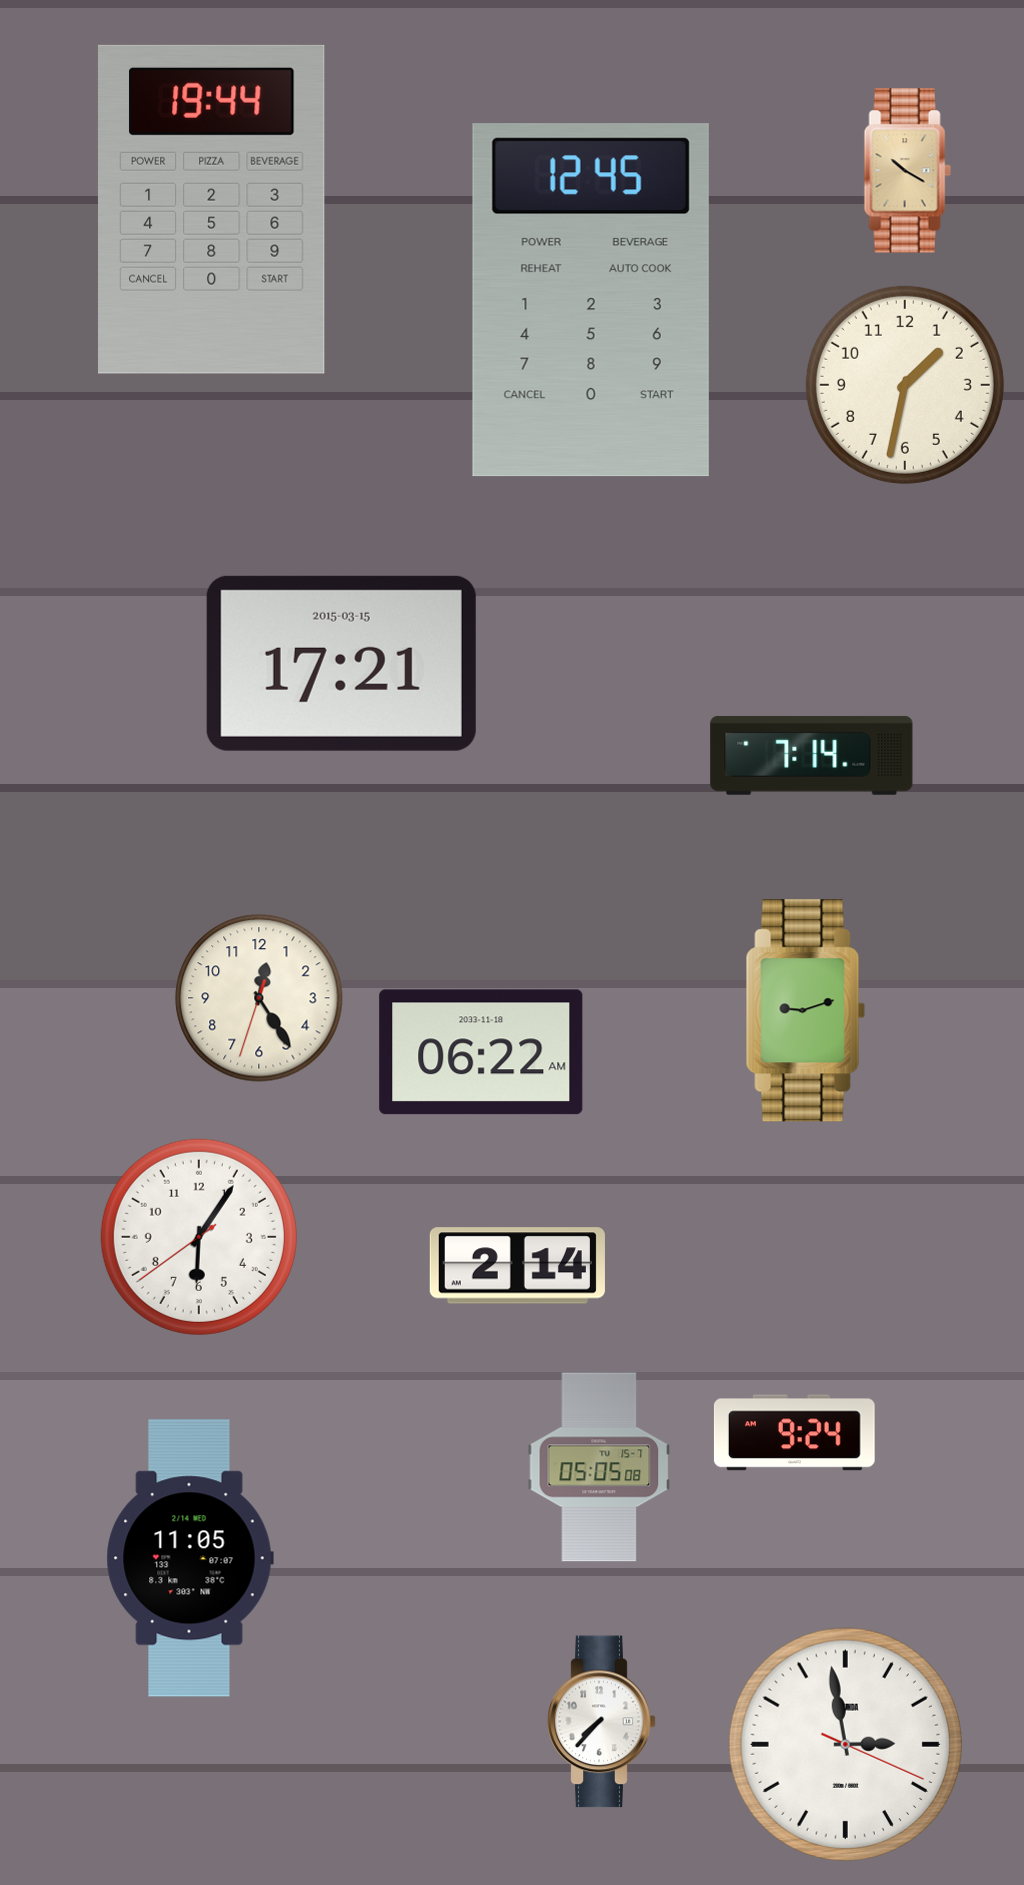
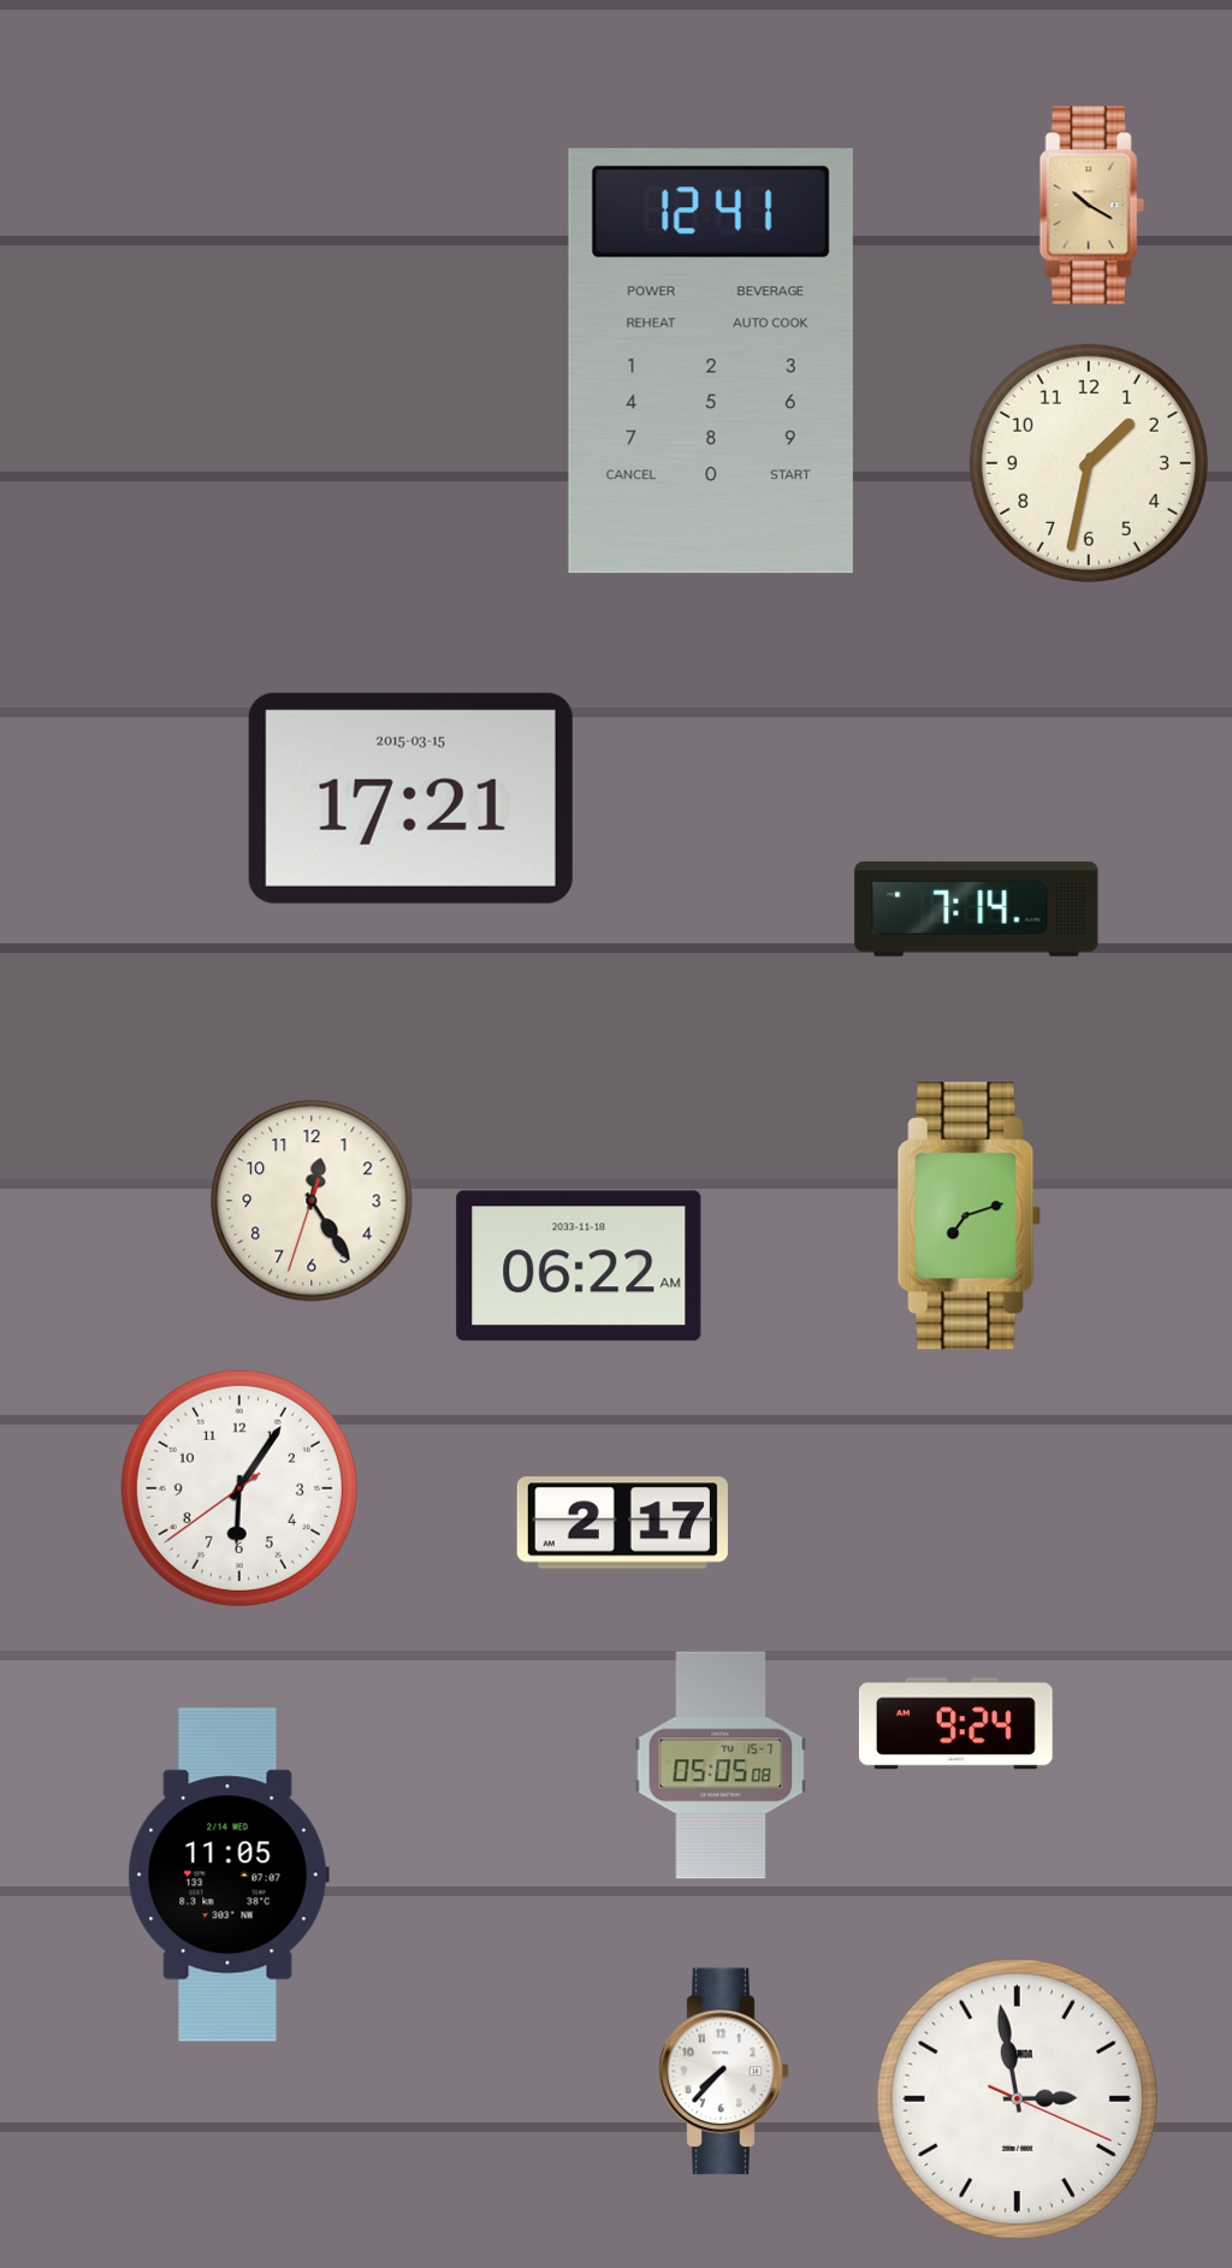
clock at (211, 209): 19:44 -> none
clock at (591, 300): 12:45 -> 12:41
clock at (806, 1011): 9:12 -> 7:12
clock at (517, 1266): 2:14 -> 2:17
